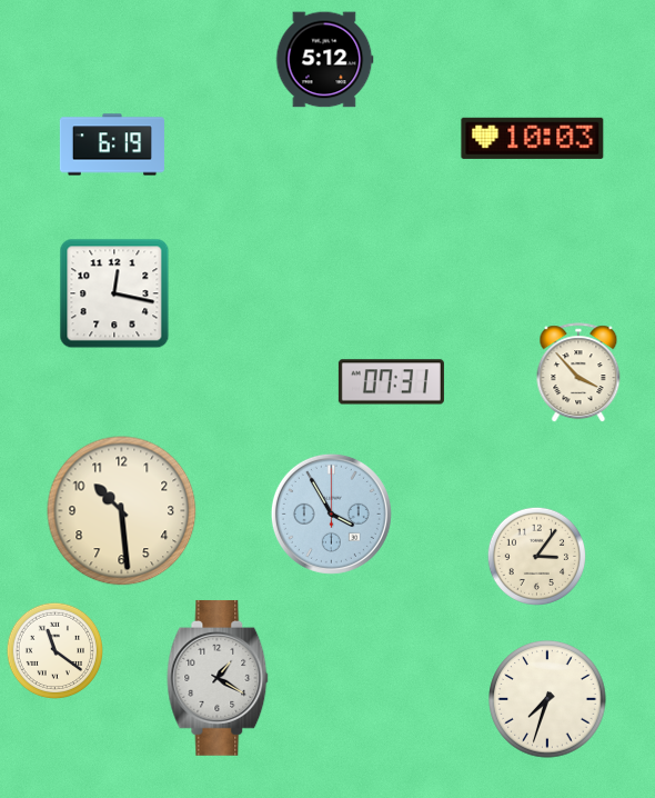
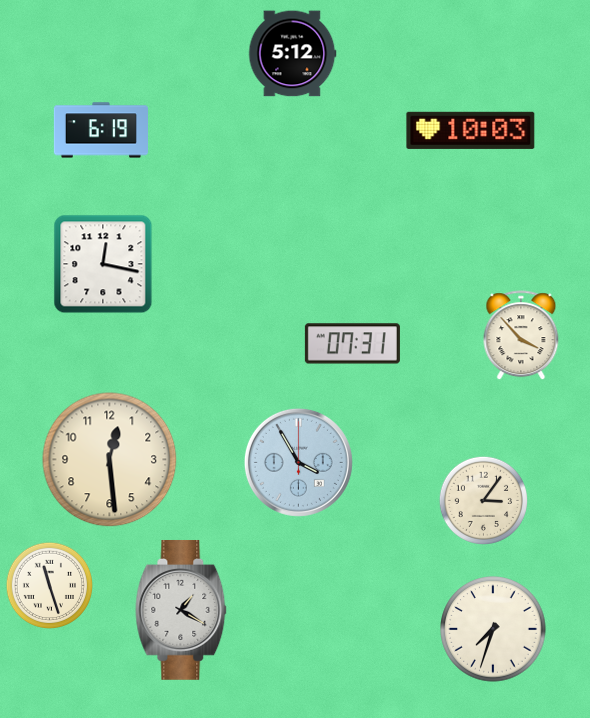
clock at (533, 138) position: (533, 138) -> (471, 130)
clock at (122, 511): 10:29 -> 12:29
clock at (56, 651): 11:21 -> 11:27
clock at (218, 678) position: (218, 678) -> (181, 610)
